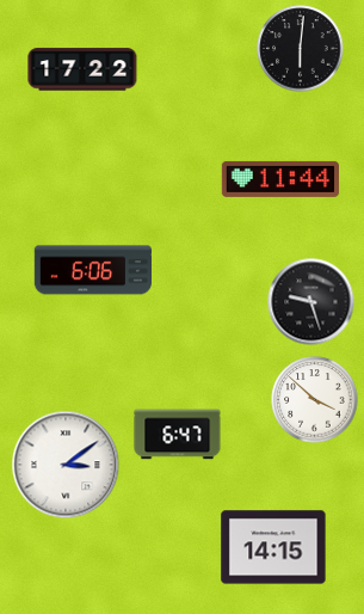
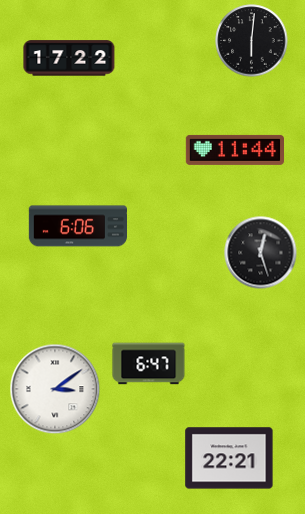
clock at (311, 302): 9:27 -> 12:27
clock at (315, 400): 3:52 -> none
clock at (273, 547): 14:15 -> 22:21
